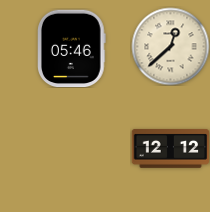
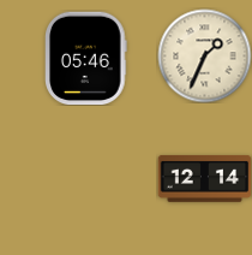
clock at (170, 46): 12:38 -> 1:34
clock at (170, 148): 12:12 -> 12:14
